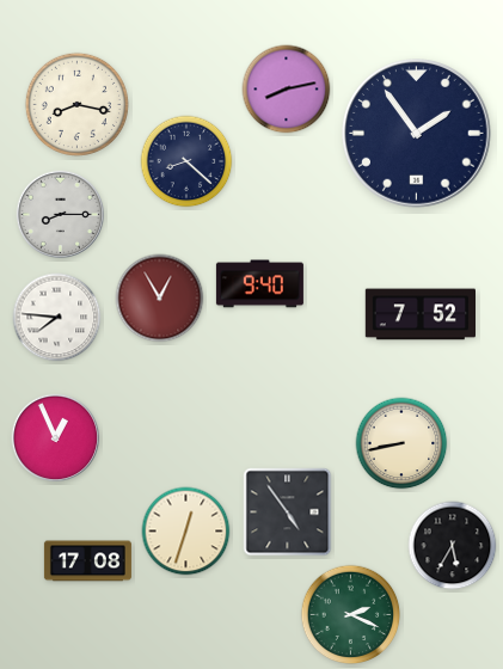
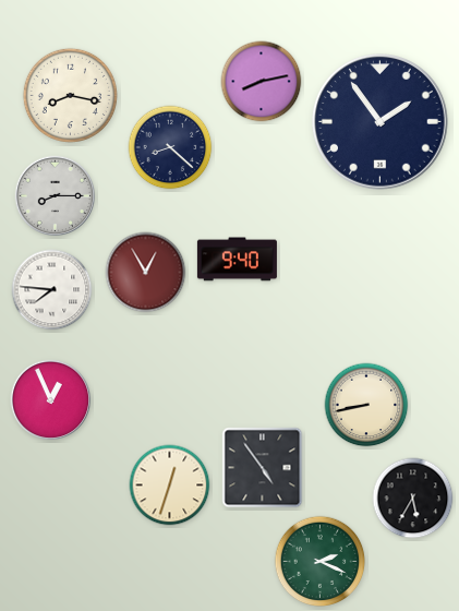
clock at (419, 314): 7:52 -> none
clock at (87, 561): 17:08 -> none
